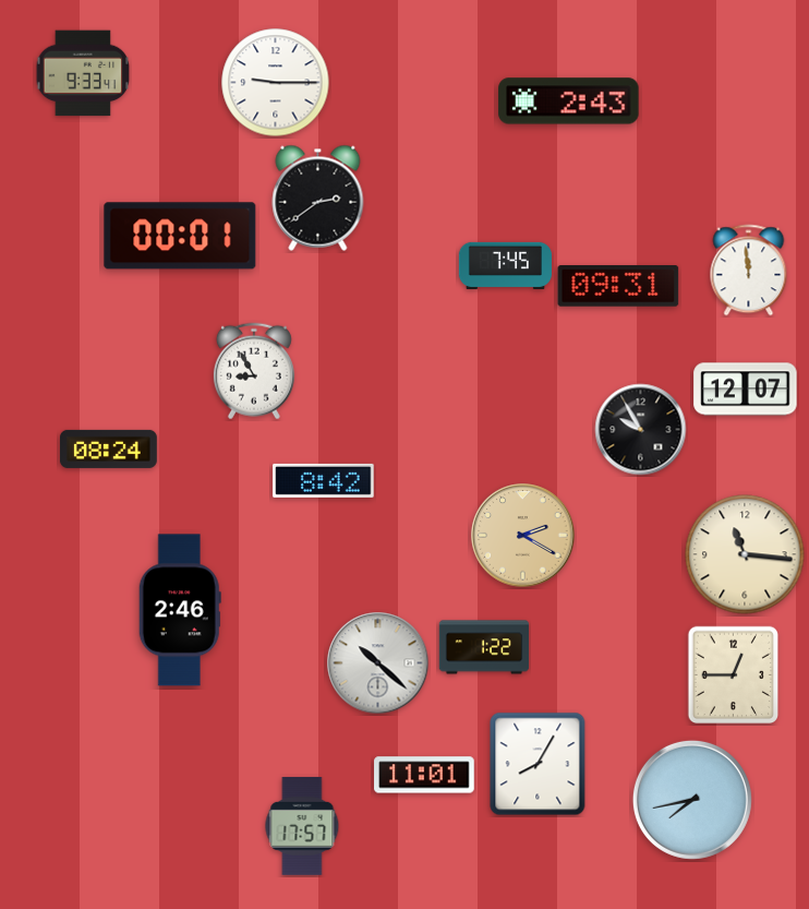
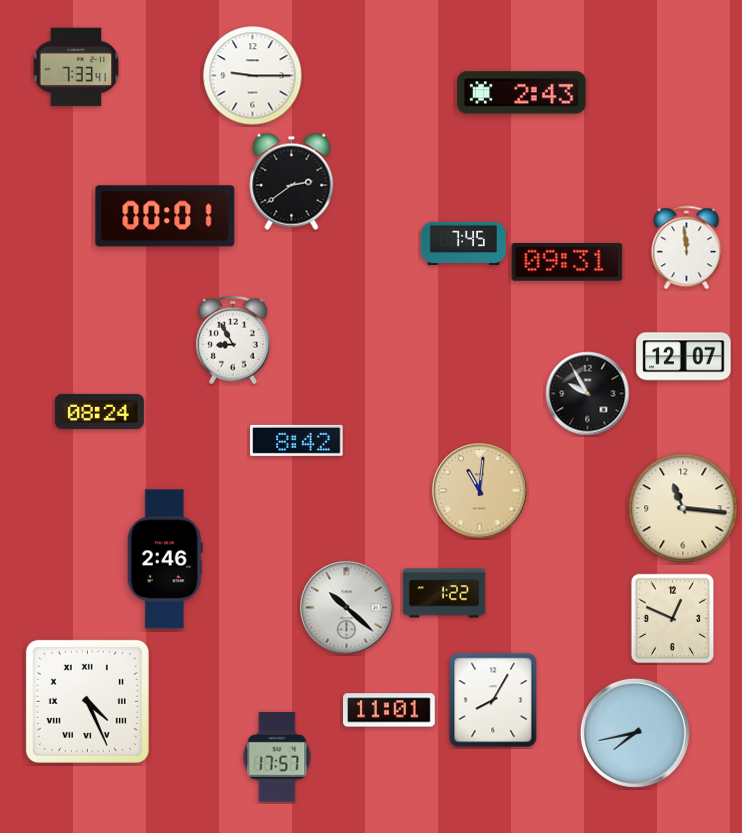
clock at (83, 73): 9:33 -> 7:33
clock at (523, 536): 2:20 -> 11:01
clock at (734, 675): 12:45 -> 12:49
clock at (87, 701): none -> 4:26
